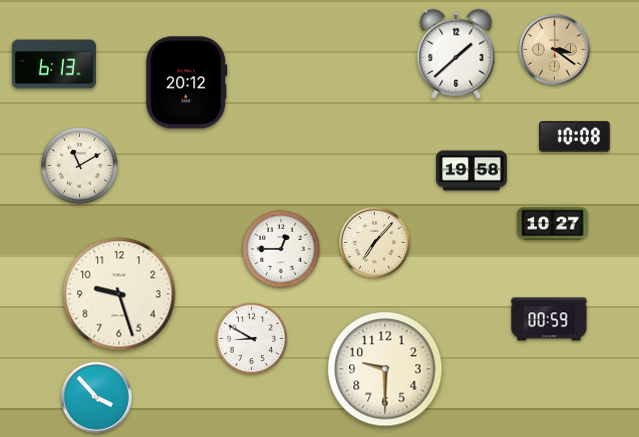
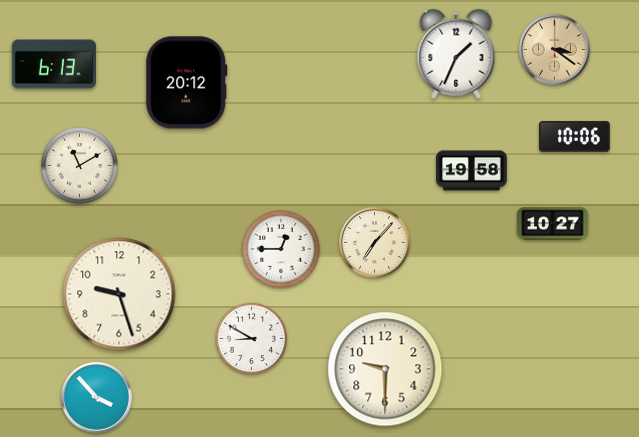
clock at (456, 54): 1:38 -> 1:34
clock at (575, 137): 10:08 -> 10:06
clock at (549, 319): 00:59 -> none
